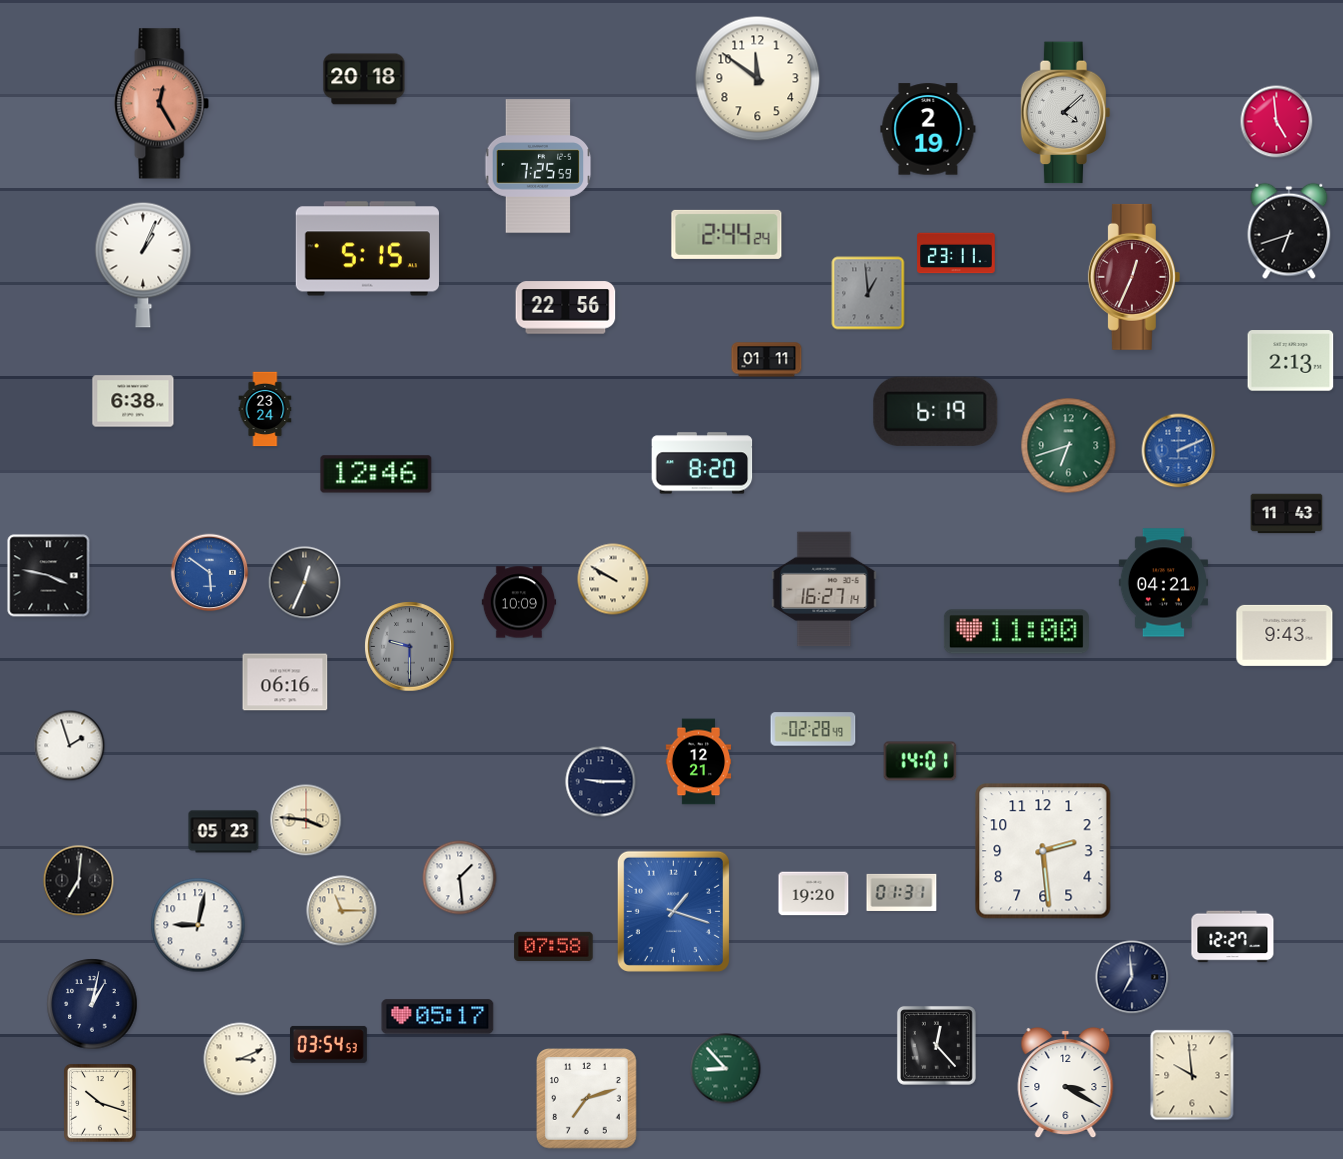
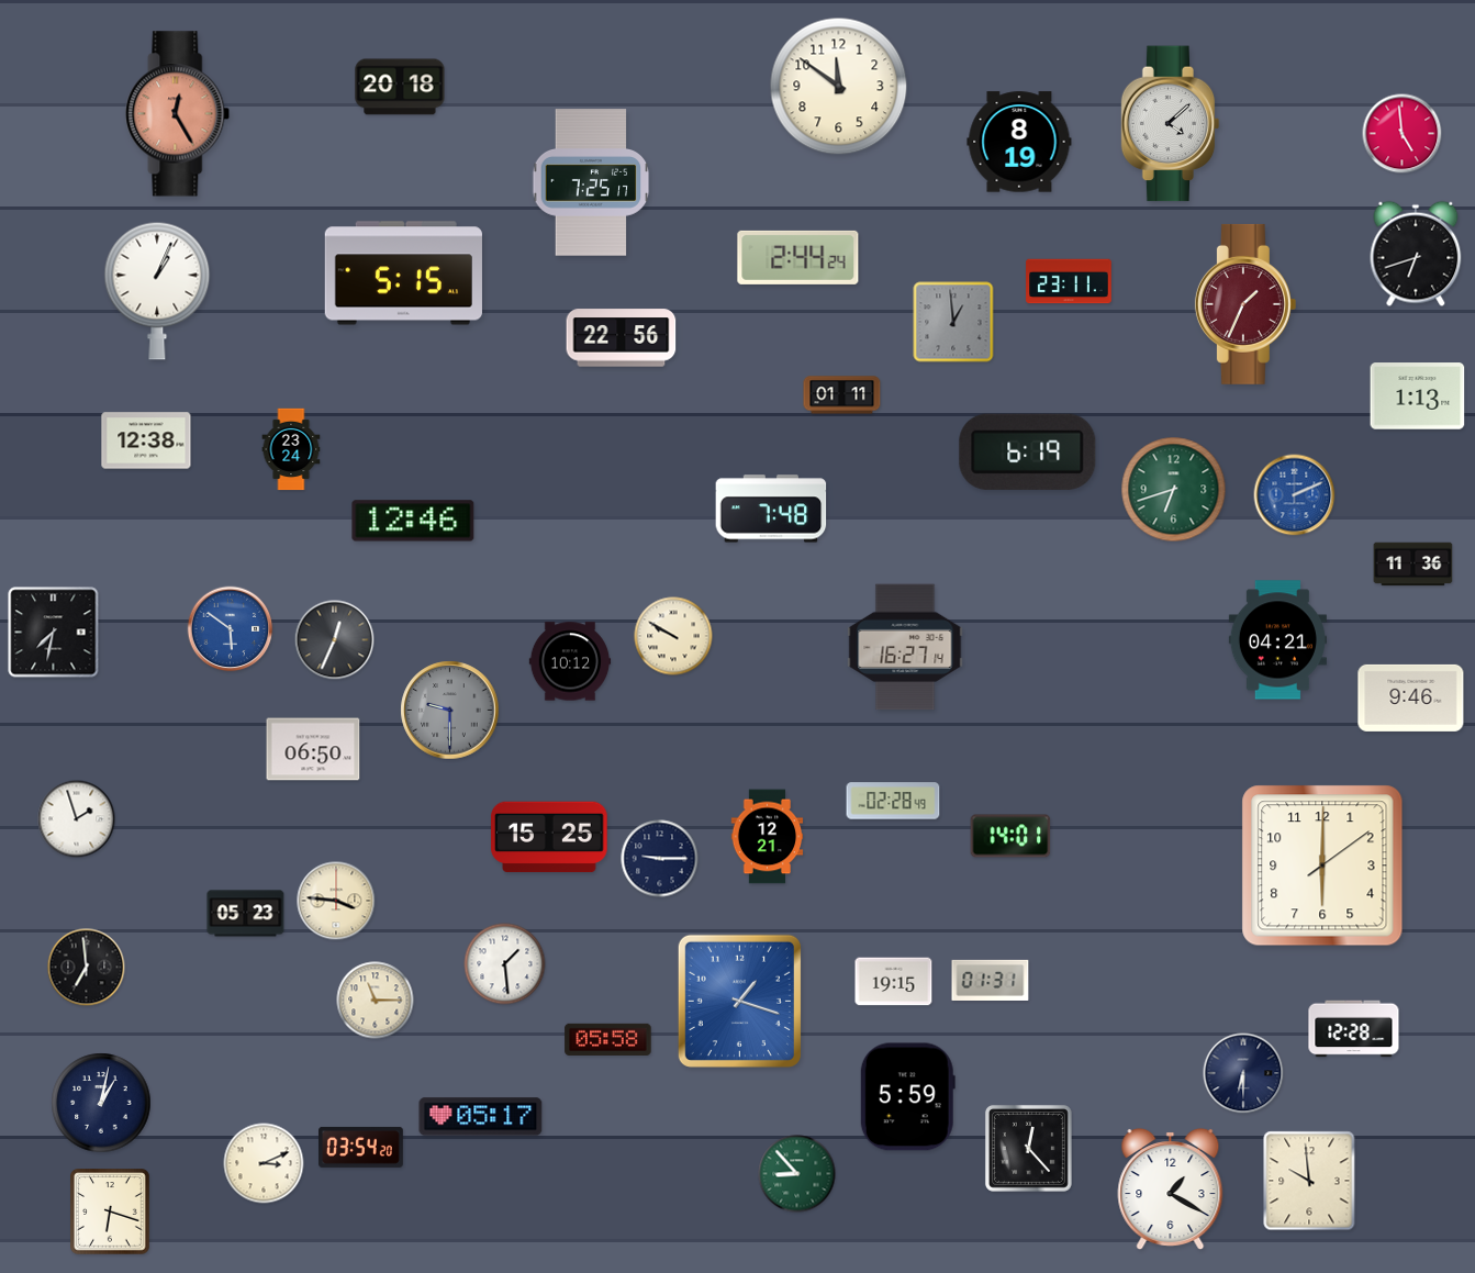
clock at (758, 79) position: (758, 79) -> (839, 87)
clock at (928, 129): 2:19 -> 8:19
clock at (538, 166): 7:25:59 -> 7:25:17
clock at (956, 253) position: (956, 253) -> (1069, 281)
clock at (1134, 277): 12:34 -> 1:34
clock at (1291, 361): 2:13 -> 1:13
clock at (133, 401): 6:38 -> 12:38
clock at (702, 463): 8:20 -> 7:48
clock at (1287, 514): 11:43 -> 11:36
clock at (49, 576): 3:47 -> 7:32
clock at (519, 602): 10:09 -> 10:12
clock at (1016, 632): 11:00 -> none
clock at (1285, 635): 9:43 -> 9:46
clock at (285, 682): 06:16 -> 06:50
clock at (549, 837): none -> 15:25
clock at (1322, 866): none -> 6:00
clock at (1043, 851): 2:29 -> none
clock at (79, 881): 7:01 -> 6:59
clock at (814, 894): 19:20 -> 19:15
clock at (198, 925): 9:02 -> none
clock at (1233, 937): 12:27 -> 12:28
clock at (554, 946): 07:58 -> 05:58
clock at (1132, 977): 6:59 -> 6:30
clock at (907, 1097): none -> 5:59
clock at (329, 1044): 03:54:53 -> 03:54:20
clock at (1066, 1083): 3:20 -> 1:20
clock at (587, 1099): 7:12 -> none
clock at (100, 1103): 10:18 -> 6:18
